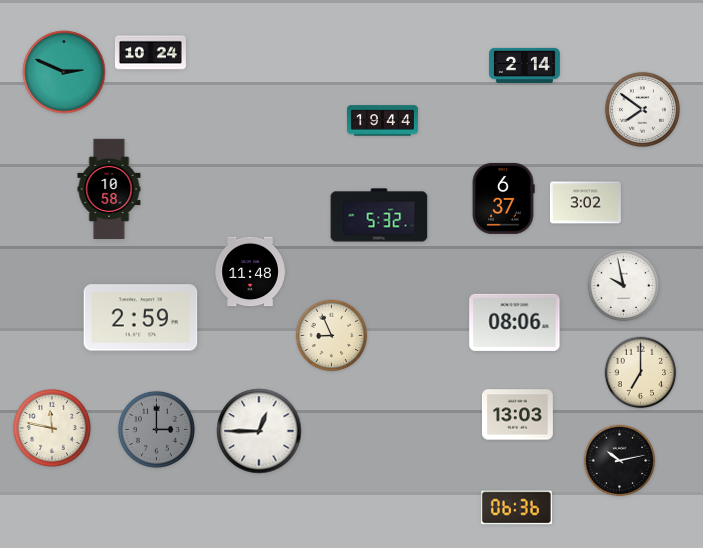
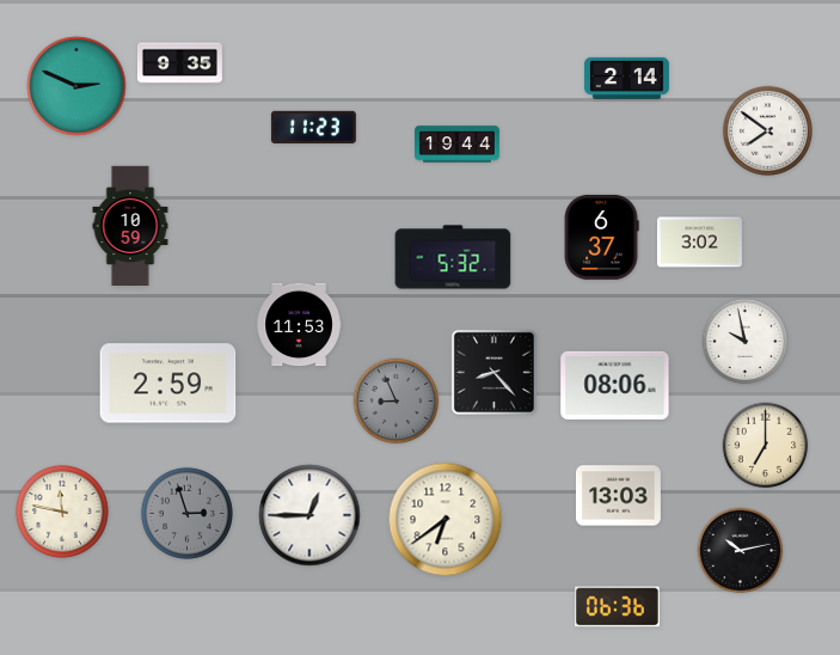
clock at (150, 53): 10:24 -> 9:35
clock at (313, 127): none -> 11:23
clock at (109, 188): 10:58 -> 10:59
clock at (250, 272): 11:48 -> 11:53
clock at (493, 372): none -> 8:23
clock at (141, 318) position: (141, 318) -> (168, 384)
clock at (332, 336) dial: cream -> grey
clock at (156, 429): 3:00 -> 2:57
clock at (446, 520): none -> 6:39
